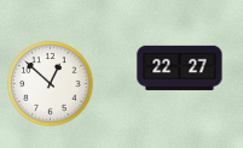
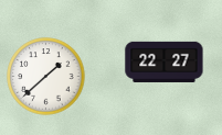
clock at (51, 84): 12:52 -> 1:38
